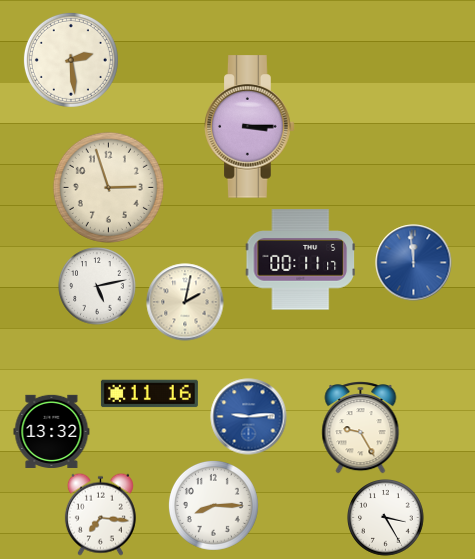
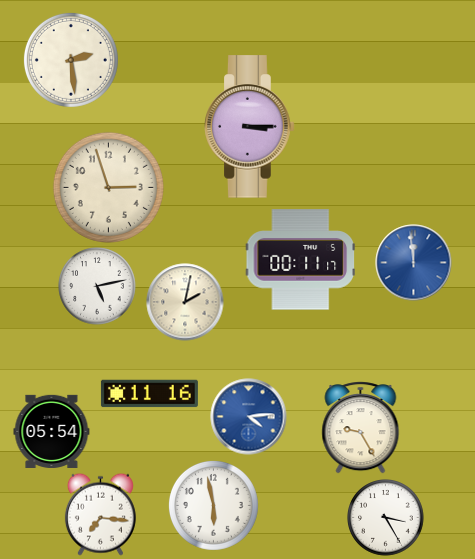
clock at (249, 417): 9:14 -> 4:14
clock at (52, 431): 13:32 -> 05:54
clock at (213, 505): 8:15 -> 5:58
